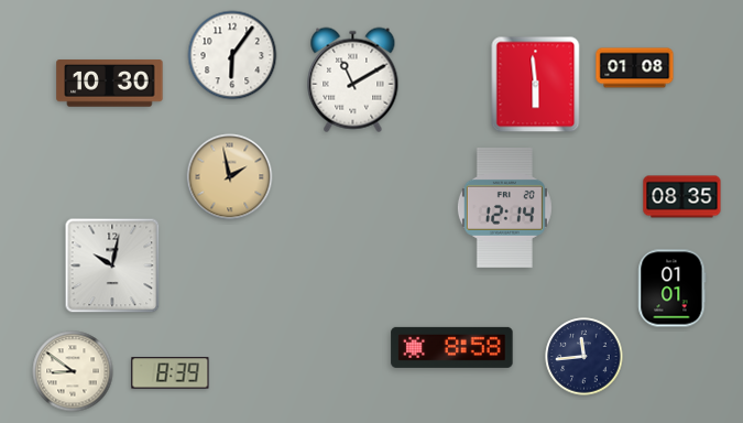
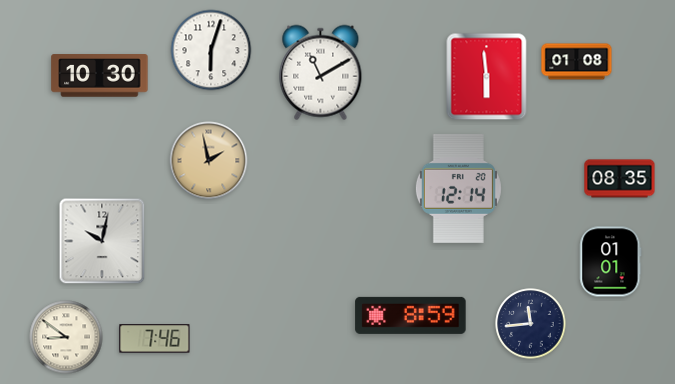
clock at (232, 55): 6:06 -> 6:03
clock at (452, 347): 8:58 -> 8:59
clock at (171, 373): 8:39 -> 7:46
